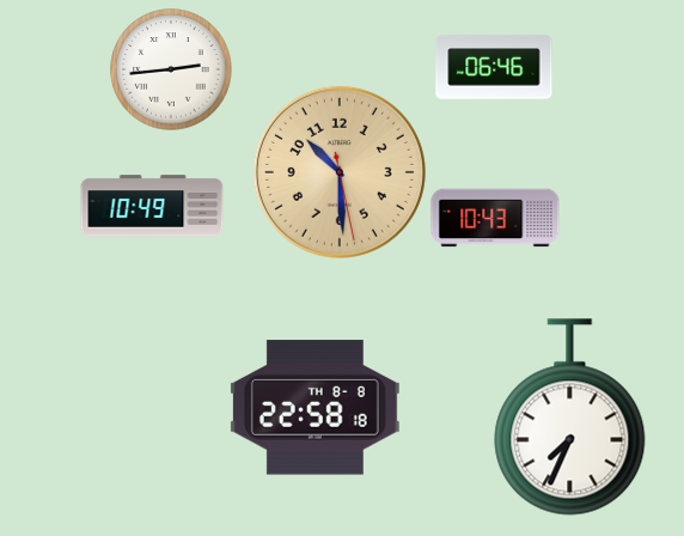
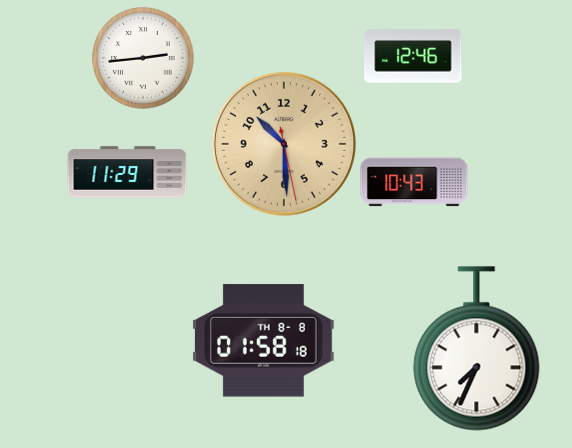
clock at (494, 67): 06:46 -> 12:46
clock at (152, 206): 10:49 -> 11:29
clock at (314, 408): 22:58 -> 01:58
